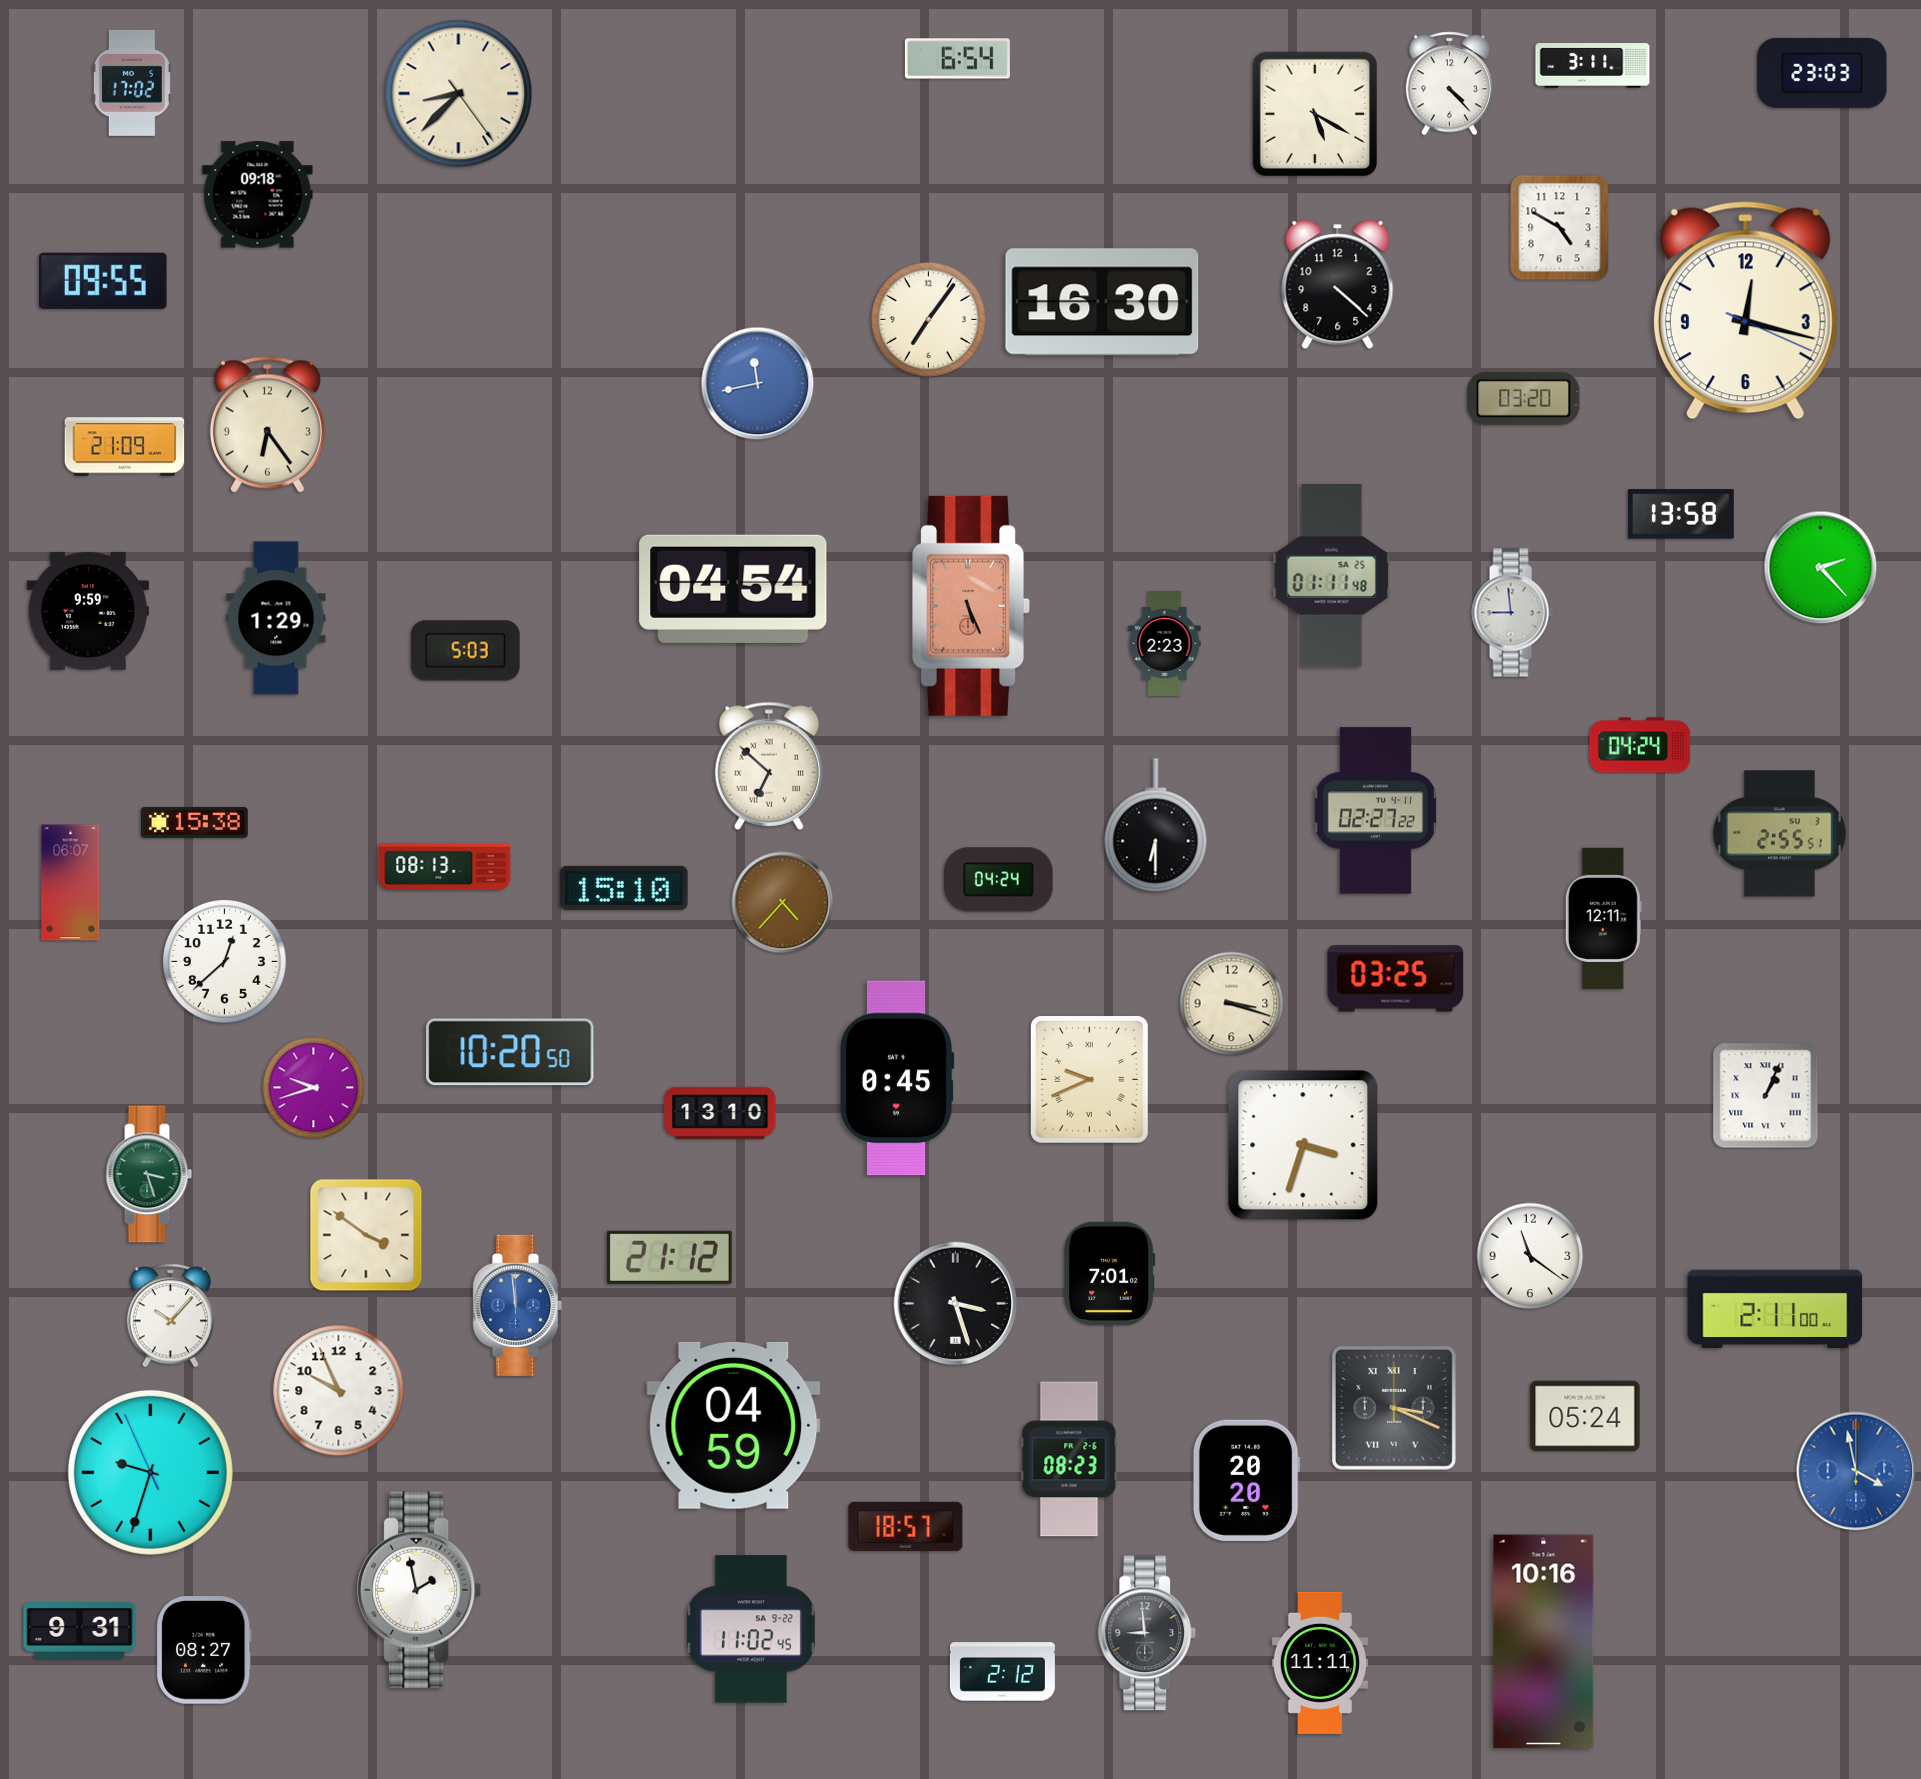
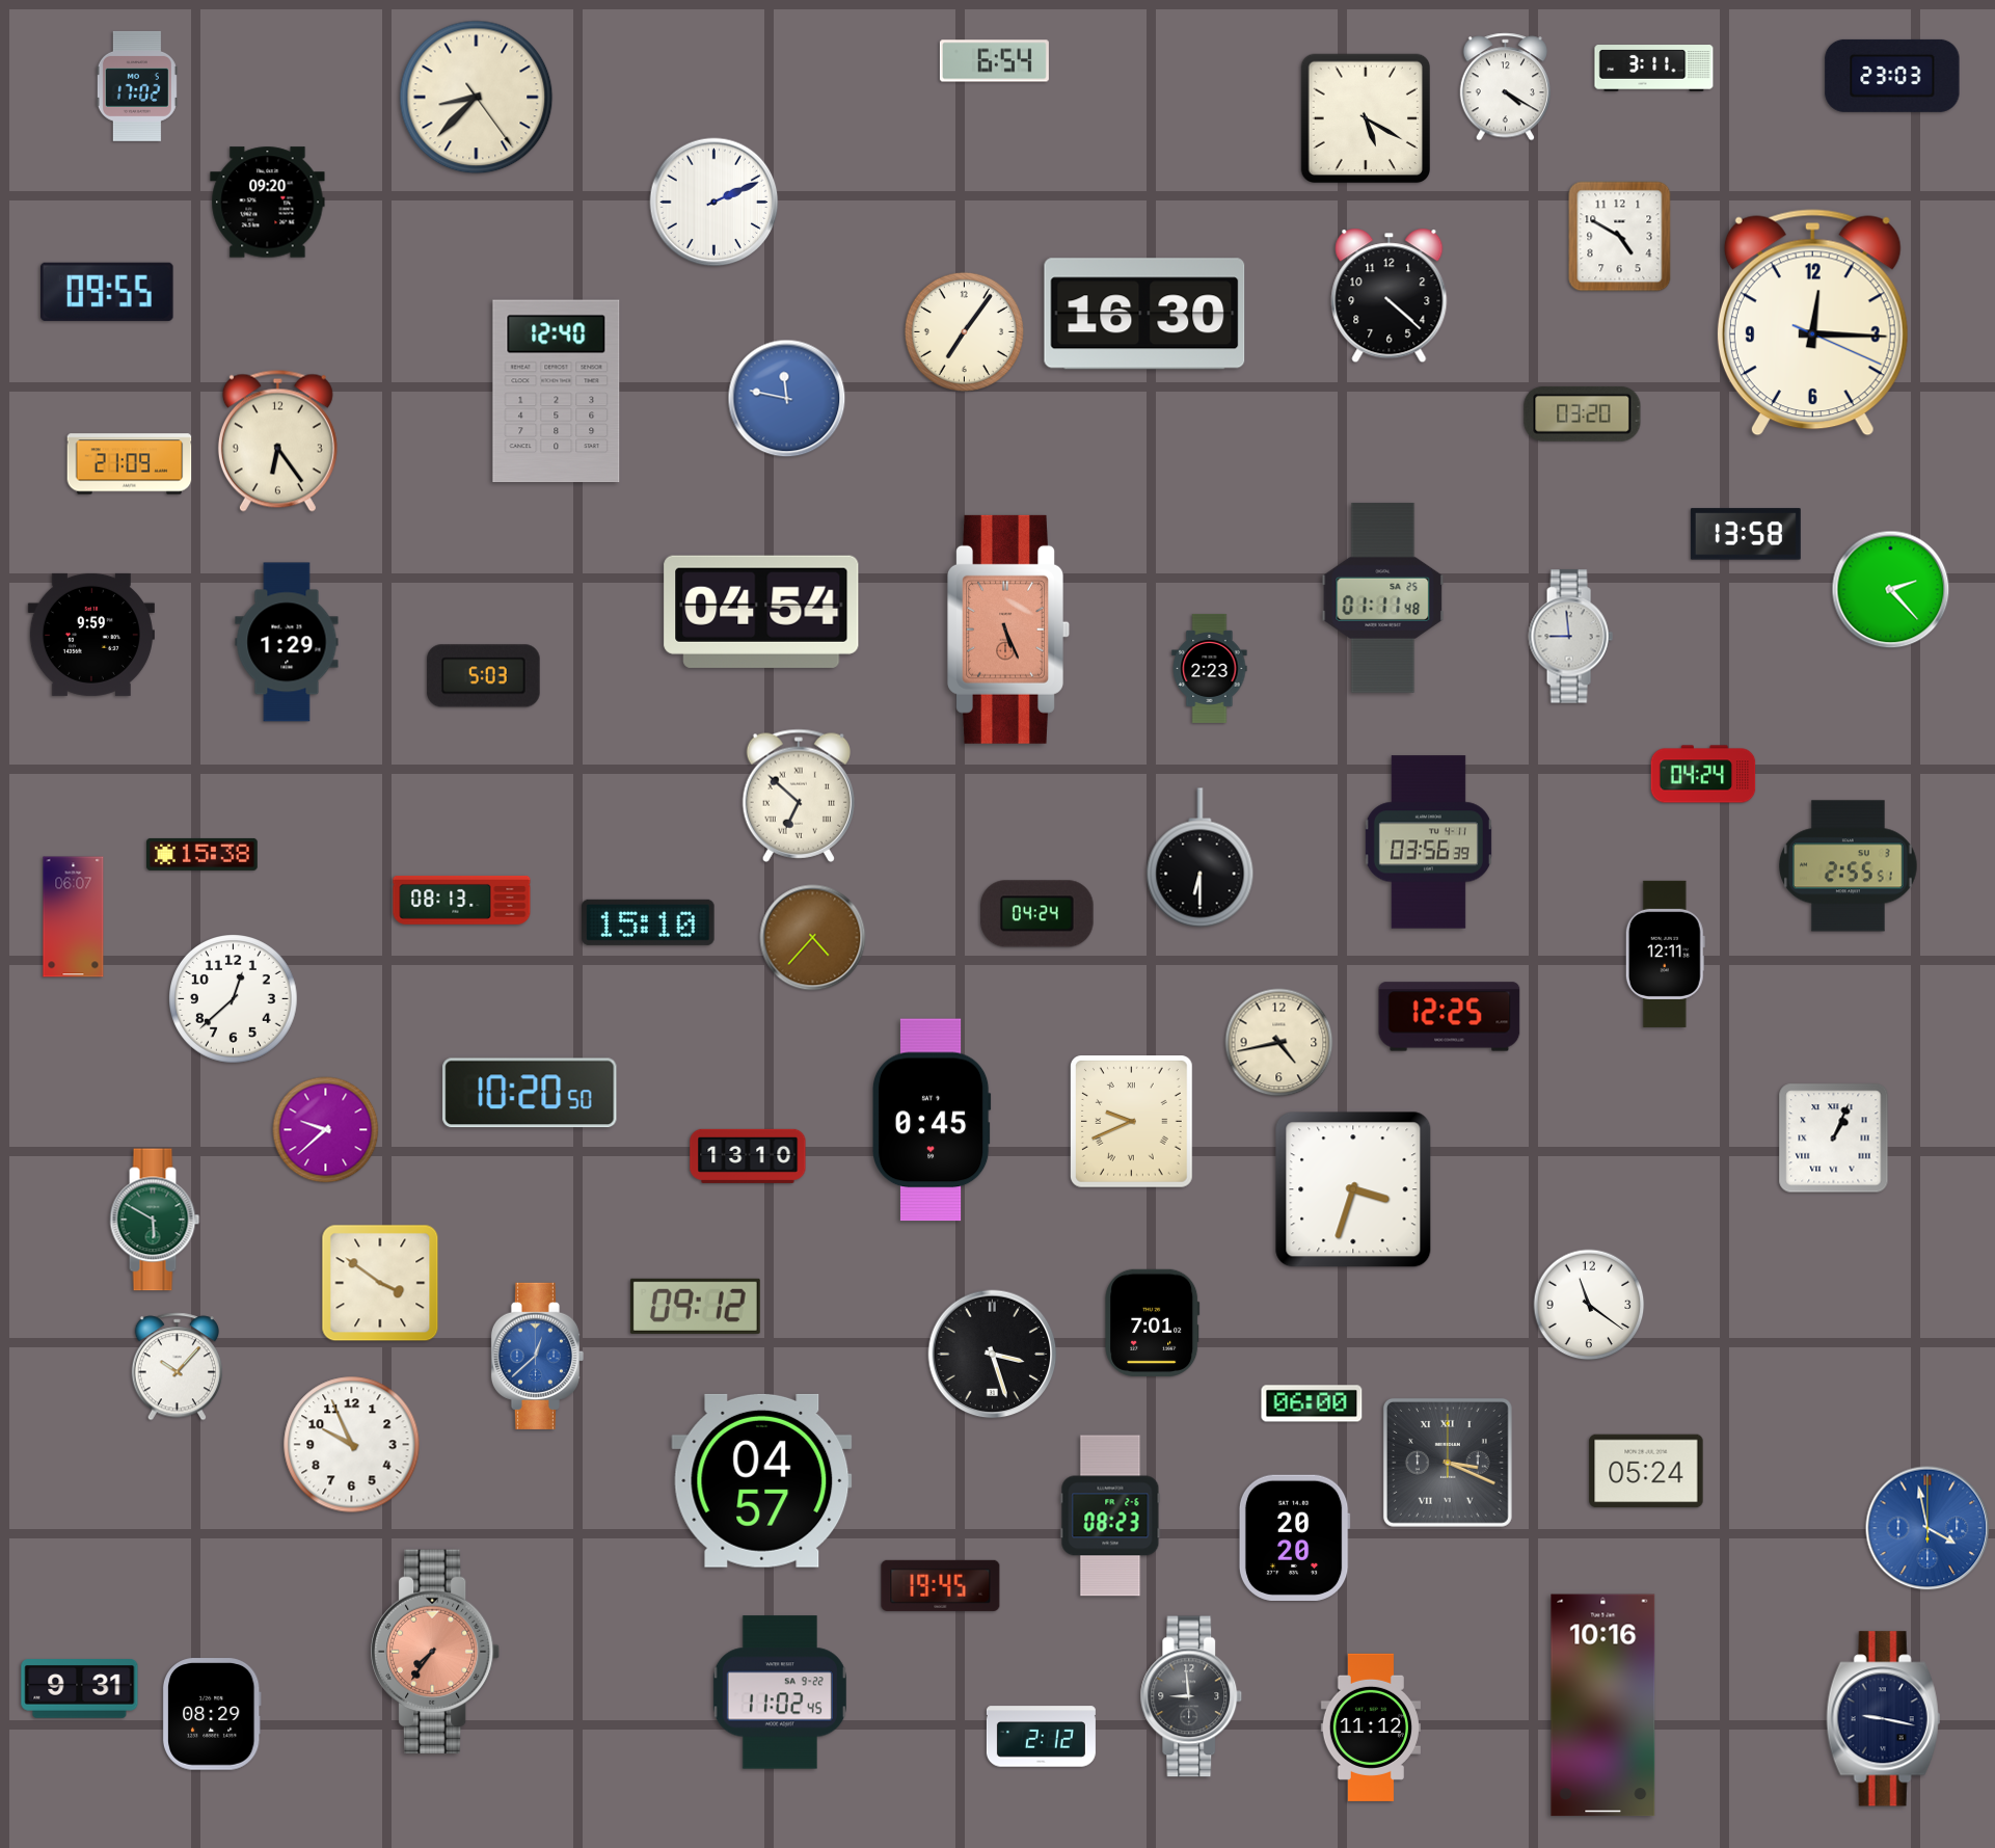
clock at (1449, 84): 4:23 -> 4:20
clock at (258, 195): 09:18 -> 09:20
clock at (715, 203): none -> 2:11
clock at (1745, 311): 12:17 -> 12:15
clock at (557, 392): none -> 12:40
clock at (758, 384): 11:43 -> 11:47
clock at (1375, 811): 02:27 -> 03:56
clock at (1396, 979): 03:25 -> 12:25
clock at (1232, 1004): 3:18 -> 4:43
clock at (314, 1088): 9:42 -> 9:38
clock at (149, 1174): 3:27 -> 5:50
clock at (669, 1257): 21:12 -> 09:12
clock at (517, 1305): 11:59 -> 12:38
clock at (1775, 1309): 2:11 -> none
clock at (1312, 1403): none -> 06:00
clock at (734, 1425): 04:59 -> 04:57
clock at (150, 1472): 9:32 -> none
clock at (906, 1526): 18:57 -> 19:45
clock at (420, 1590): 1:58 -> 7:36
clock at (420, 1590) dial: white -> salmon
clock at (80, 1631) position: (80, 1631) -> (80, 1689)
clock at (204, 1650): 08:27 -> 08:29
clock at (1884, 1719): none -> 9:17
clock at (1320, 1663): 11:11 -> 11:12
